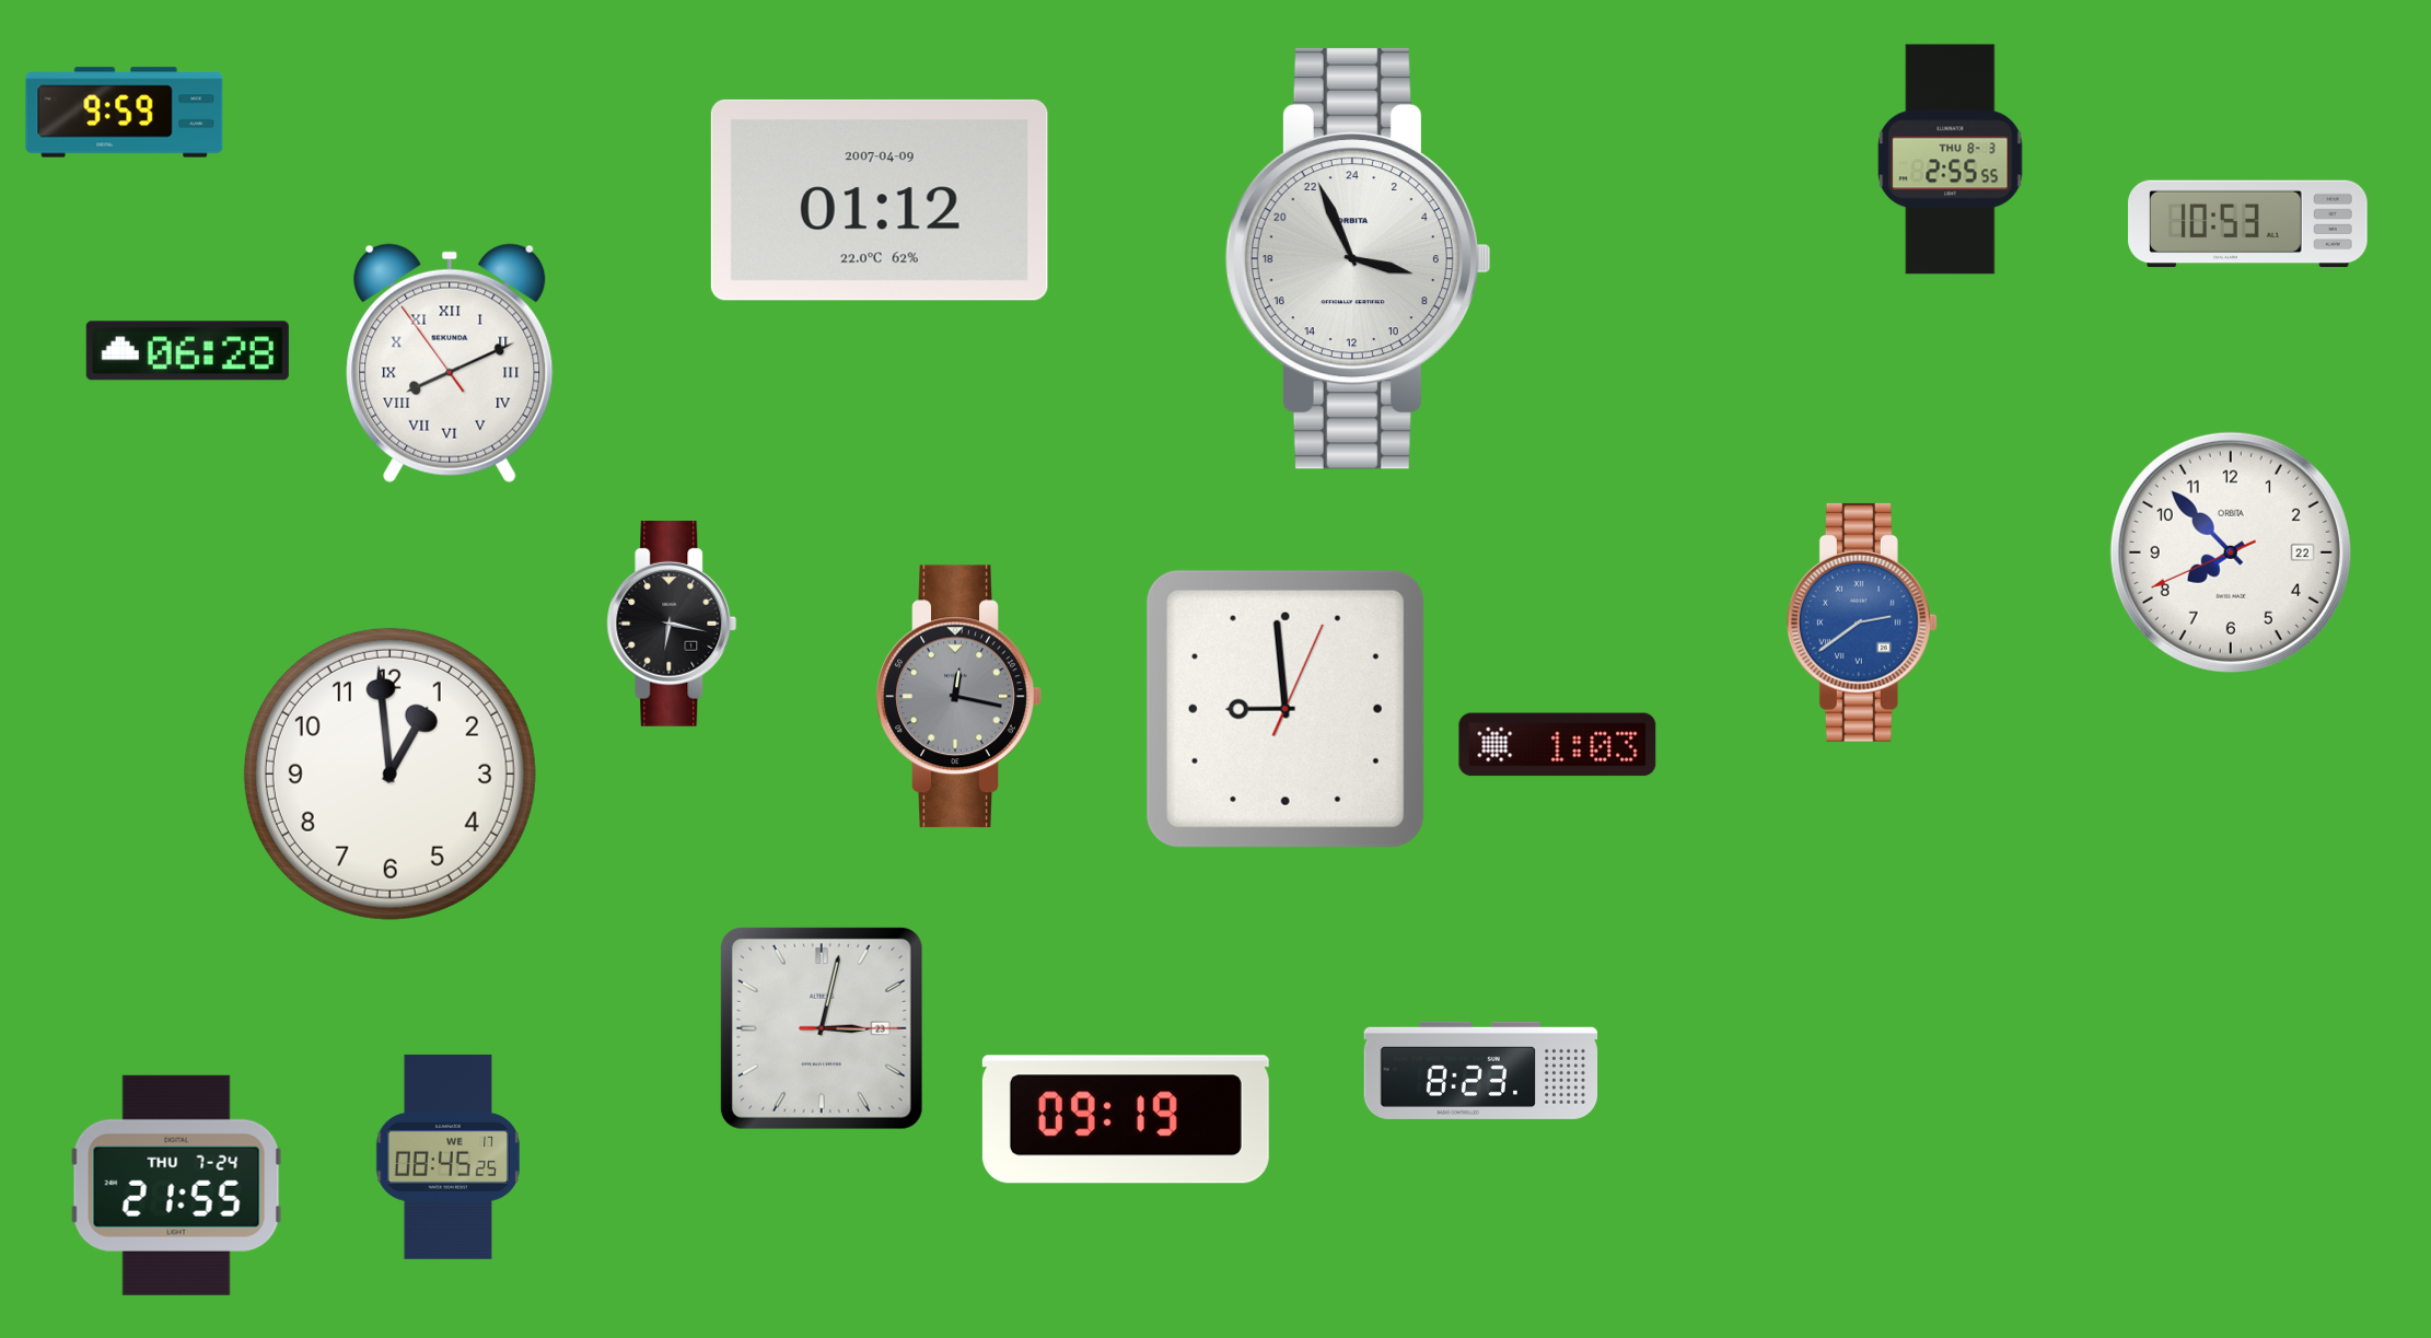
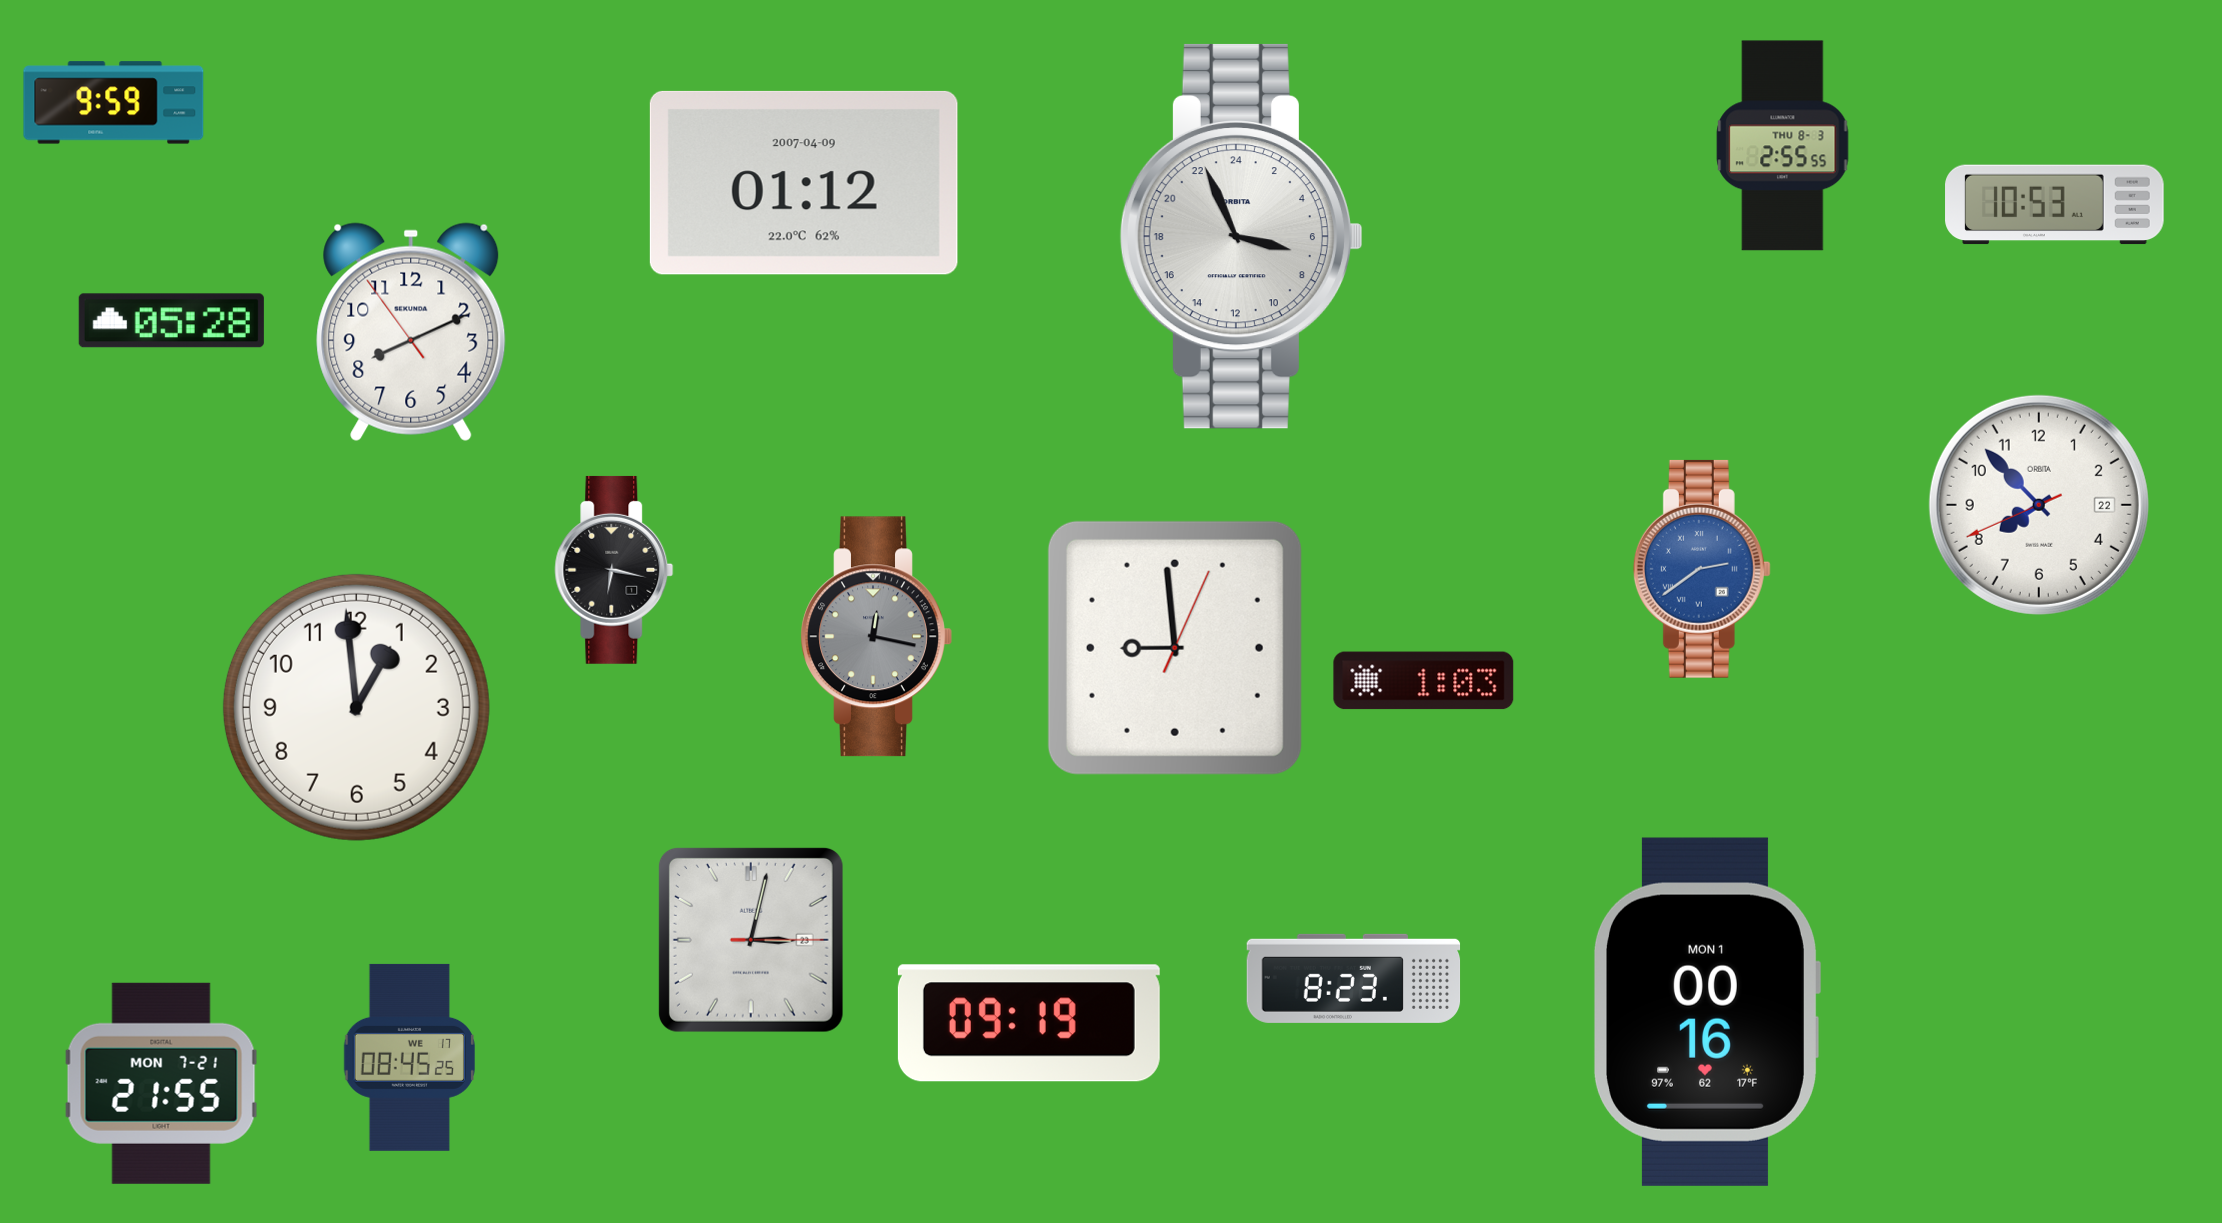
clock at (187, 351): 06:28 -> 05:28
clock at (450, 363) numerals: Roman -> Arabic
clock at (1706, 1012): none -> 00:16
clock at (177, 1185) date: THU 7-24 -> MON 7-21
